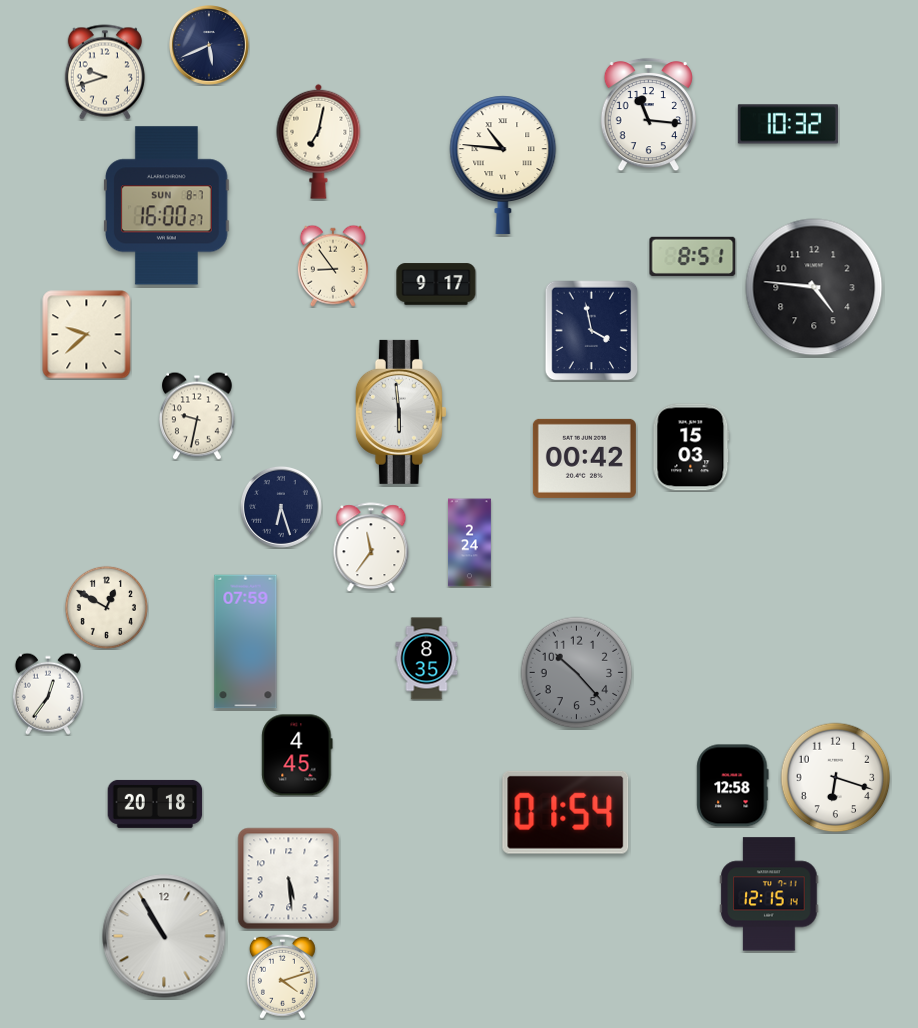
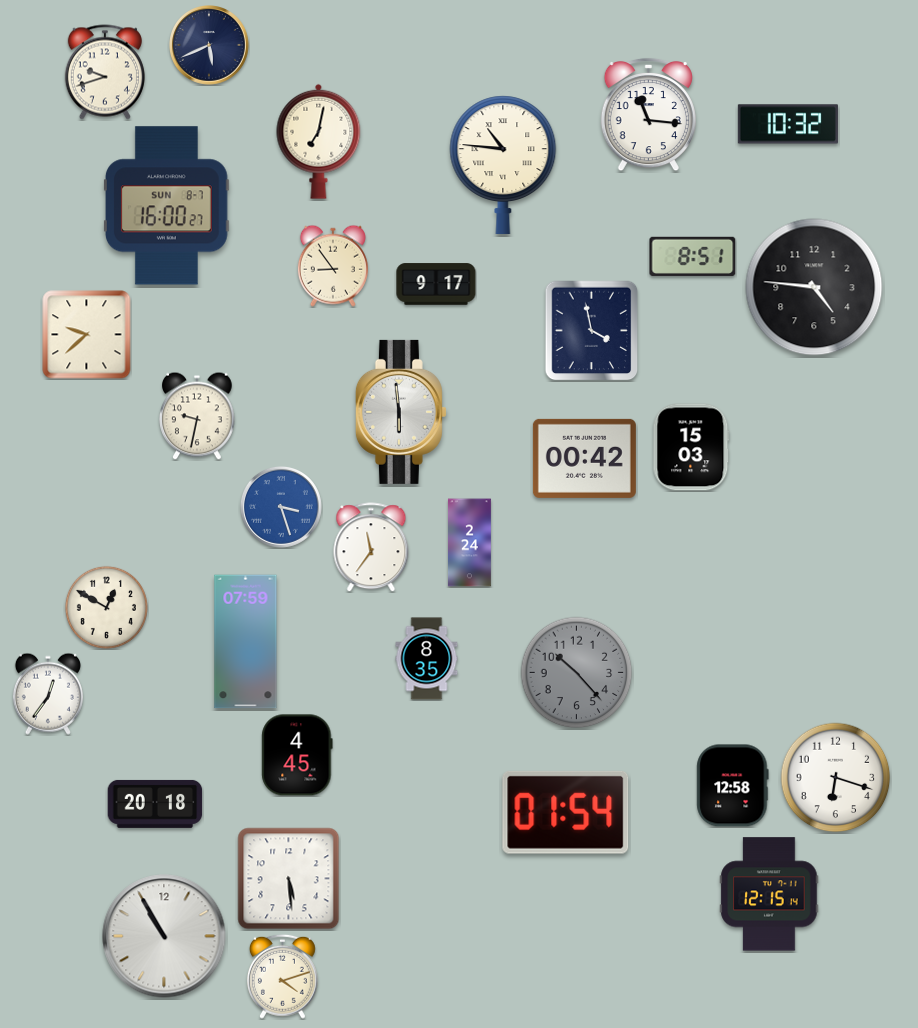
clock at (281, 507): 6:27 -> 3:27
clock at (281, 507) dial: navy -> blue
